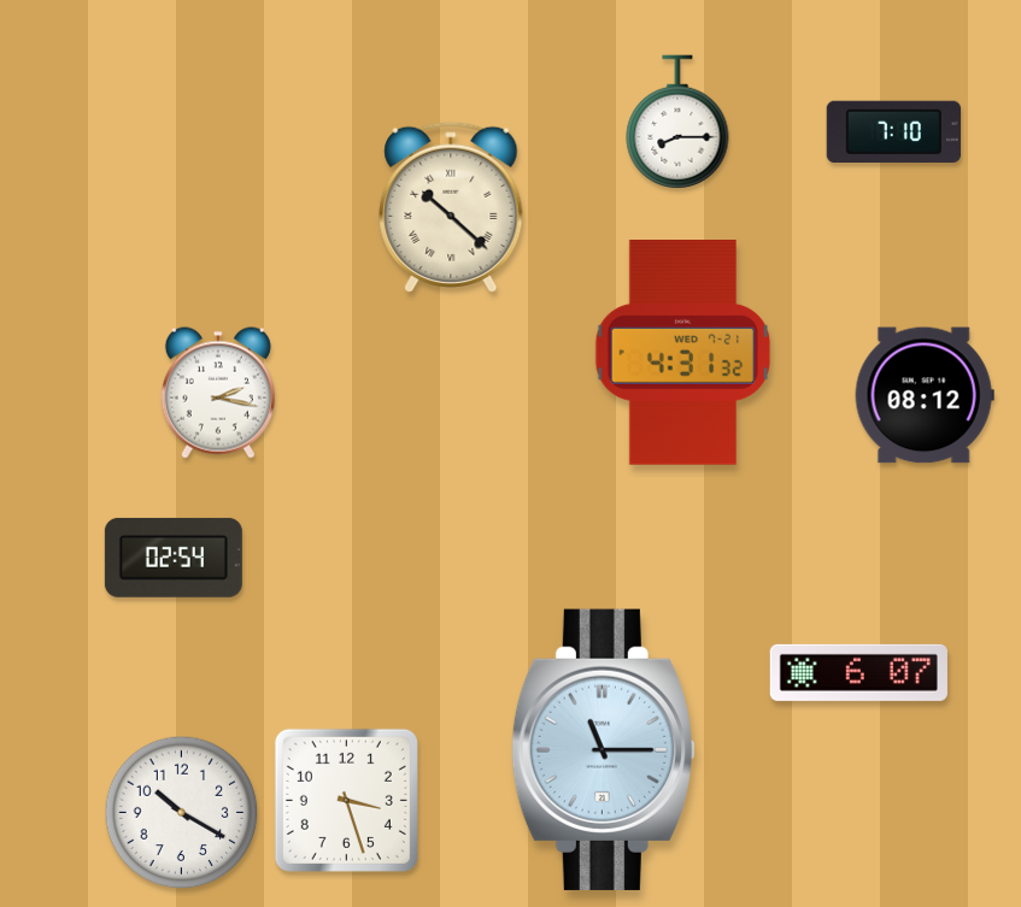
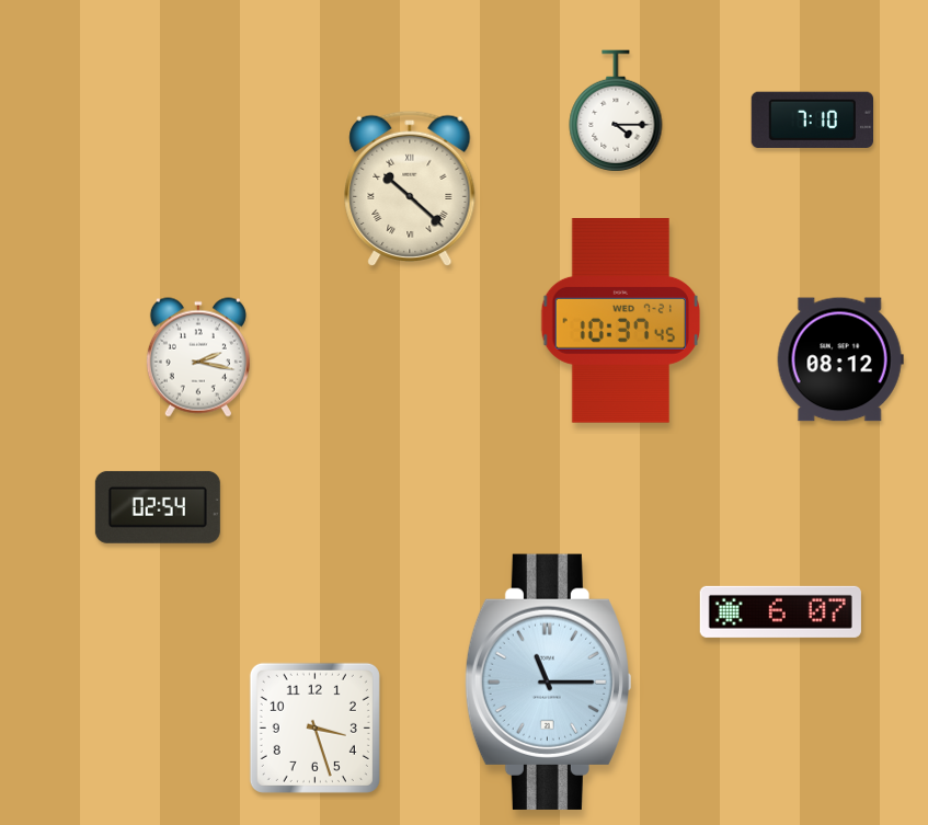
clock at (677, 122): 8:15 -> 4:15
clock at (682, 353): 4:31 -> 10:37
clock at (182, 813): 10:20 -> none
